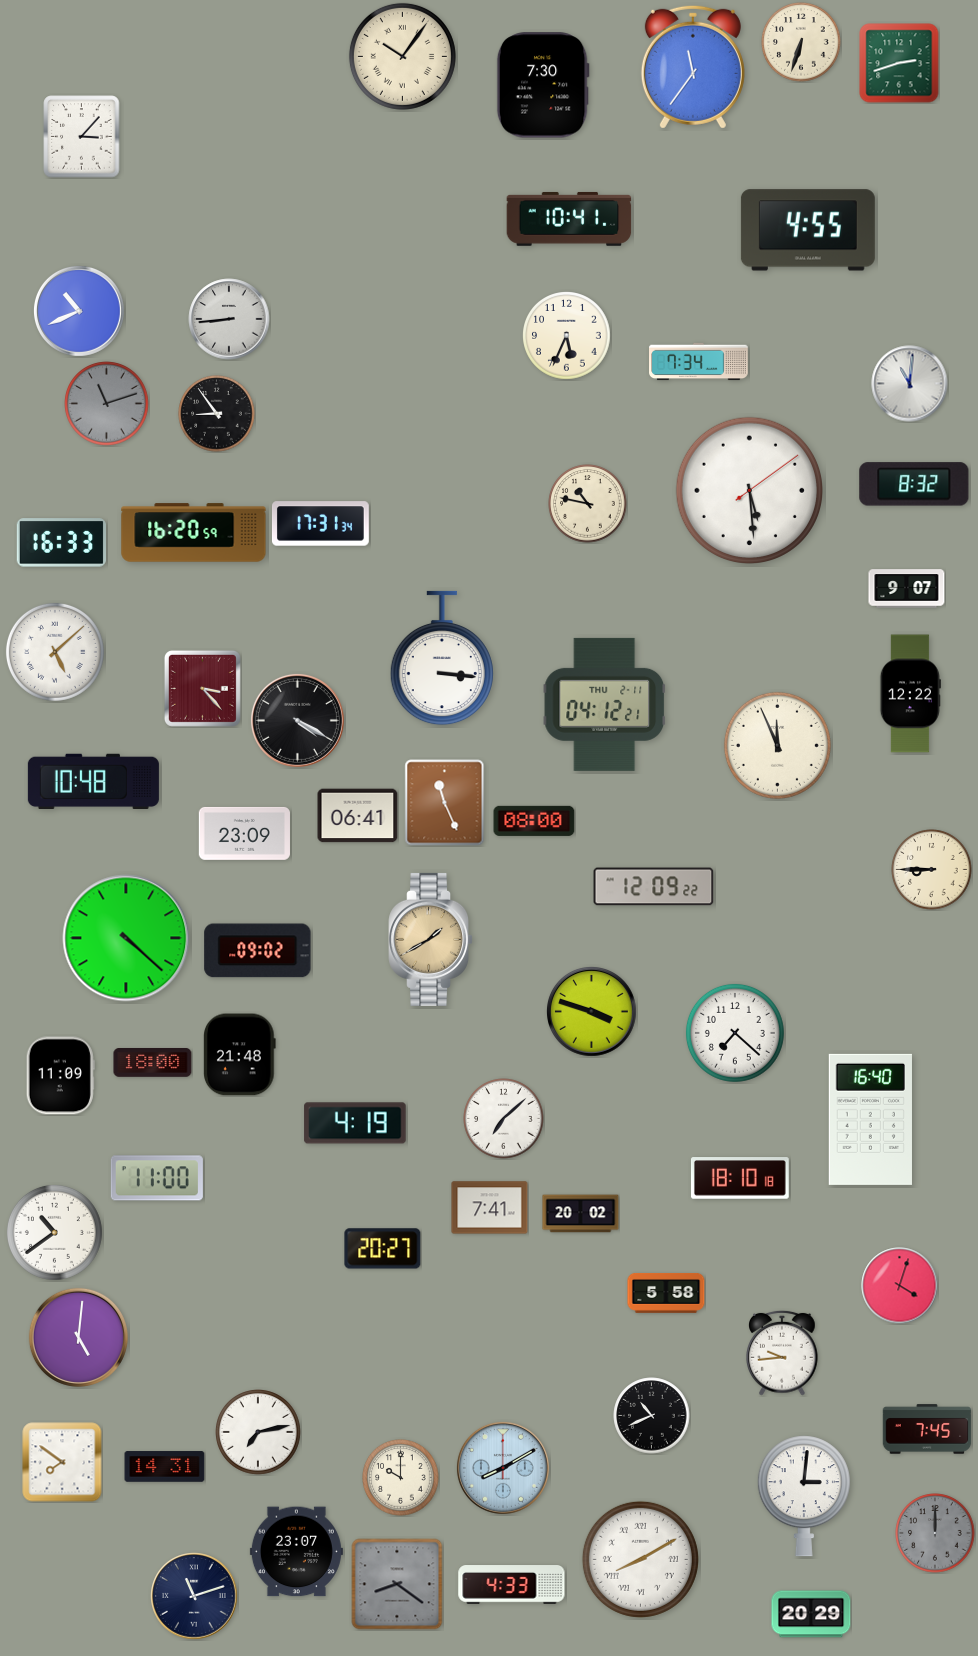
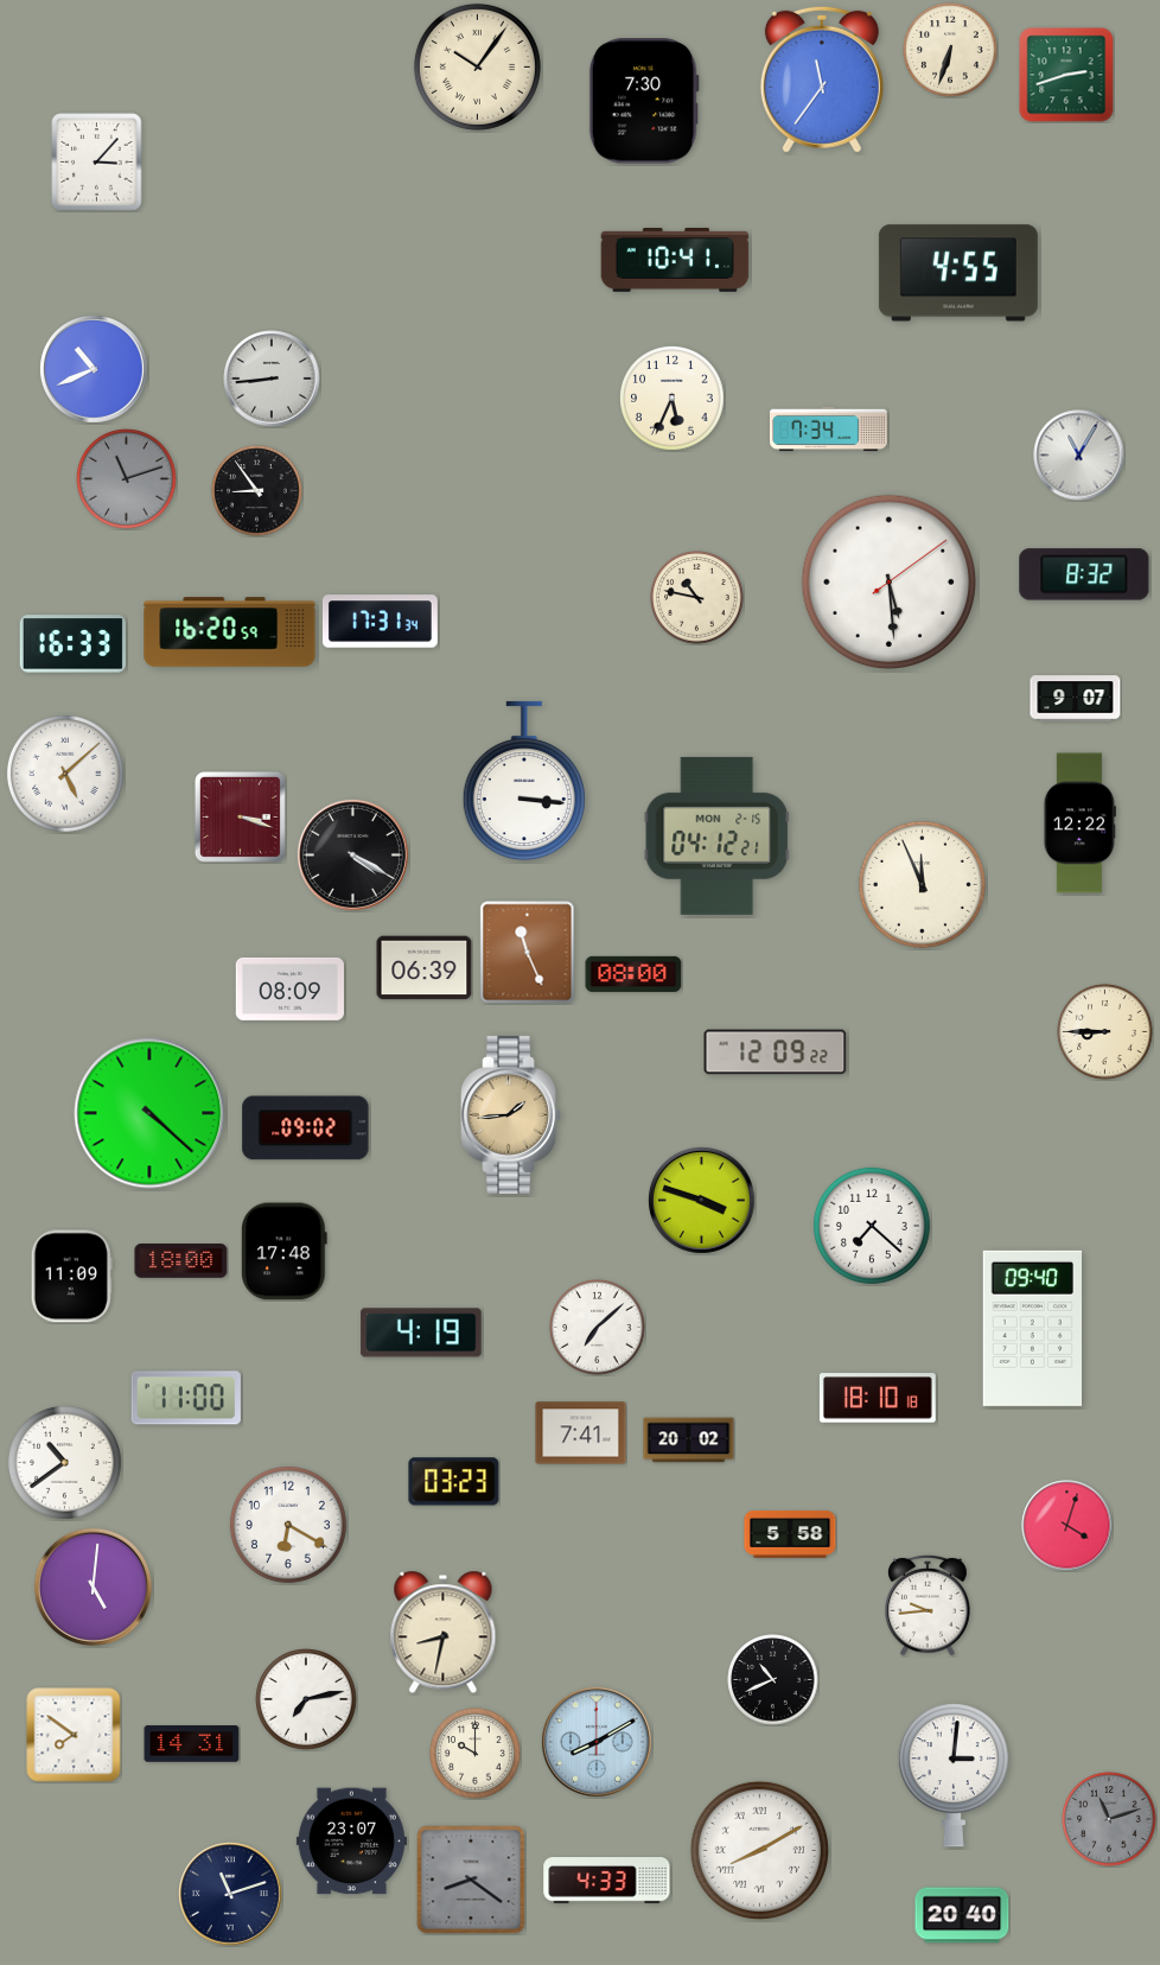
clock at (910, 384): 11:01 -> 11:05
clock at (202, 688): 3:23 -> 3:18
clock at (605, 704) date: THU 2-11 -> MON 2-15
clock at (93, 781): 10:48 -> none
clock at (358, 816): 06:41 -> 06:39
clock at (244, 833): 23:09 -> 08:09
clock at (431, 939): 1:40 -> 1:44
clock at (240, 1055): 21:48 -> 17:48
clock at (870, 1119): 16:40 -> 09:40
clock at (383, 1249): 20:27 -> 03:23
clock at (288, 1525): none -> 6:20
clock at (444, 1633): none -> 8:32
clock at (927, 1429): 7:45 -> none
clock at (165, 1467) position: (165, 1467) -> (192, 1744)
clock at (935, 1533): 12:00 -> 11:12
clock at (811, 1614): 20:29 -> 20:40
